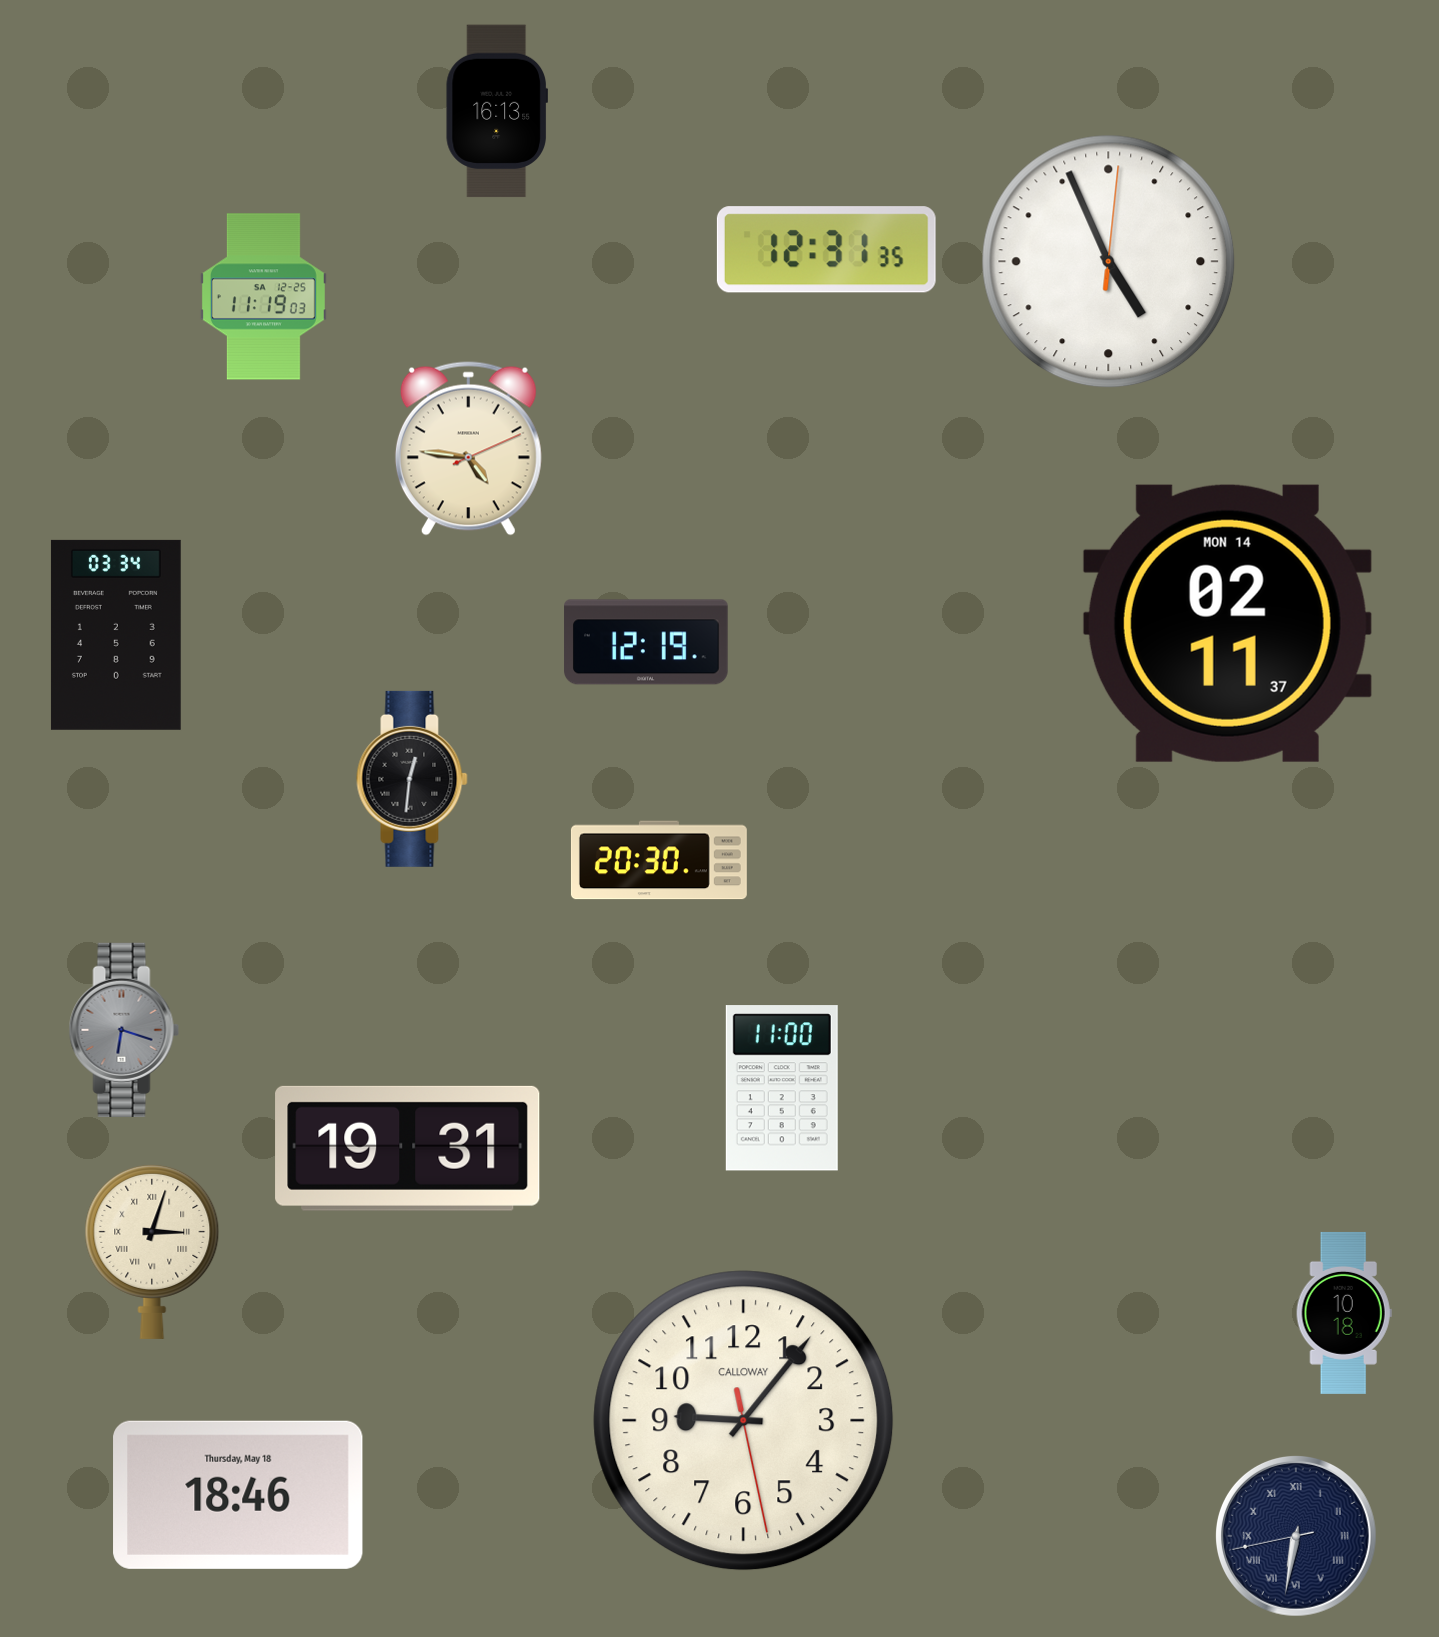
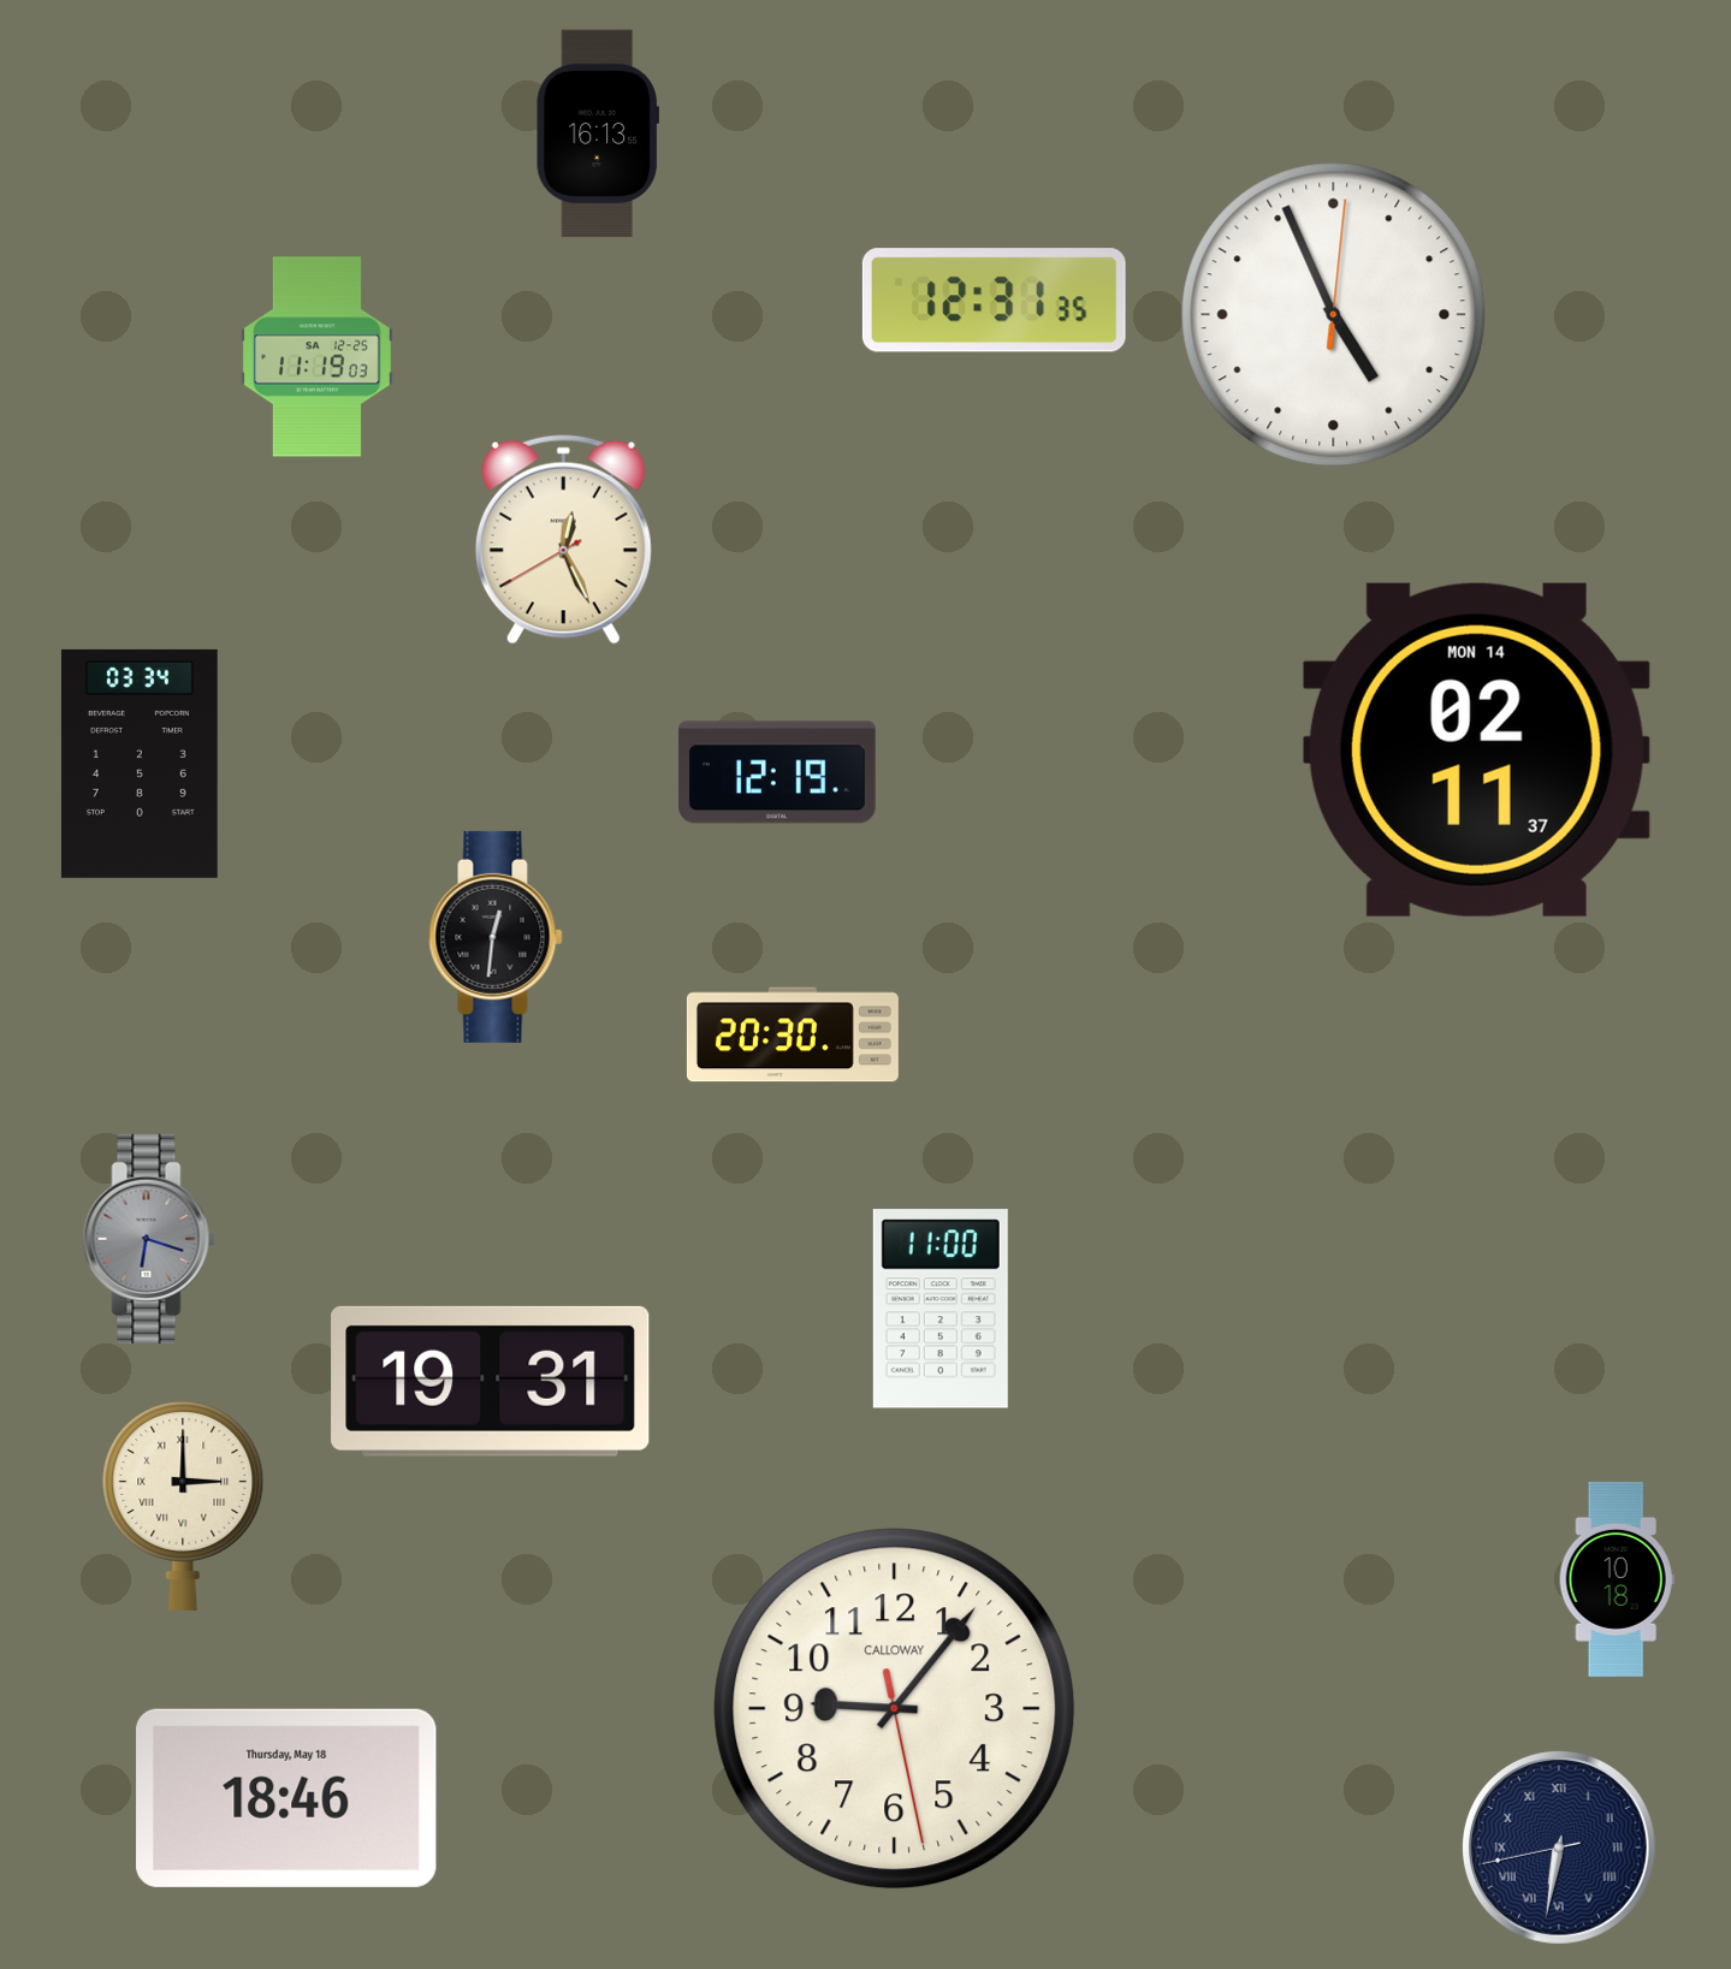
clock at (468, 449): 4:46 -> 12:25
clock at (152, 1251): 3:03 -> 3:00
